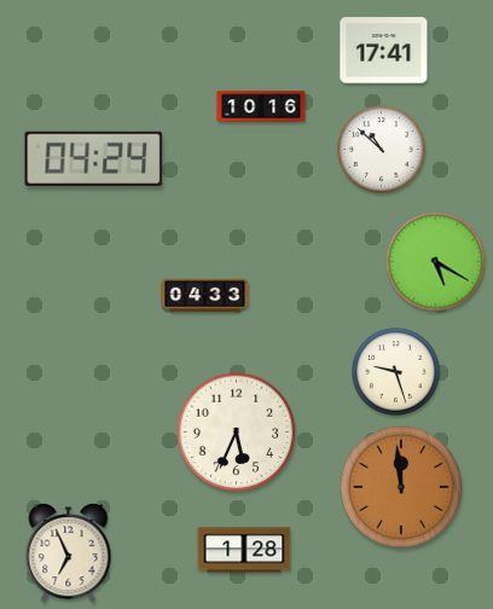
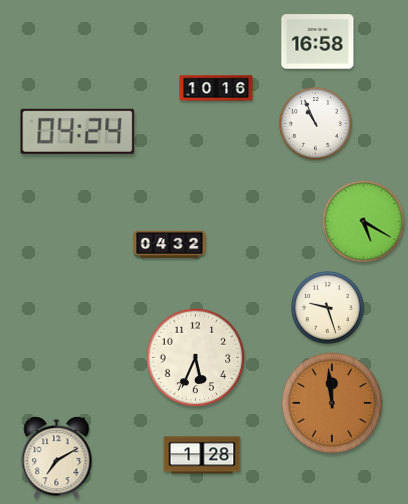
clock at (384, 51): 17:41 -> 16:58
clock at (382, 150): 10:52 -> 10:56
clock at (436, 262) position: (436, 262) -> (364, 222)
clock at (205, 296): 04:33 -> 04:32
clock at (69, 553): 6:56 -> 7:10
